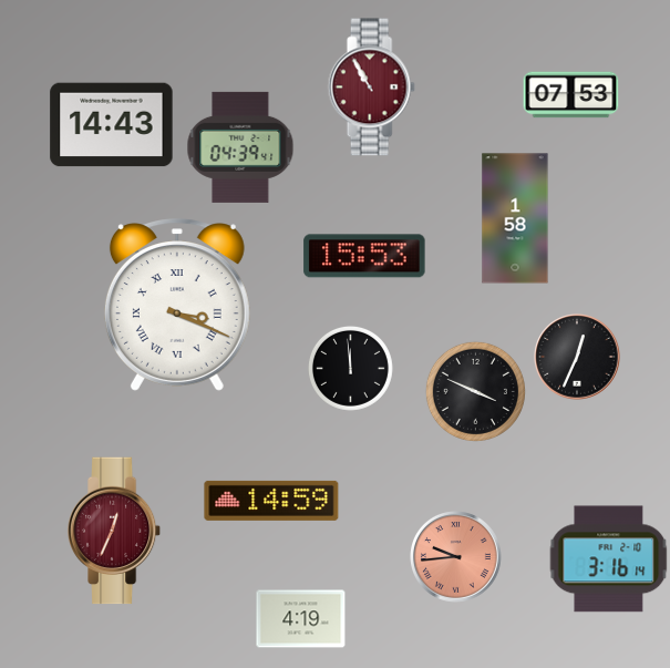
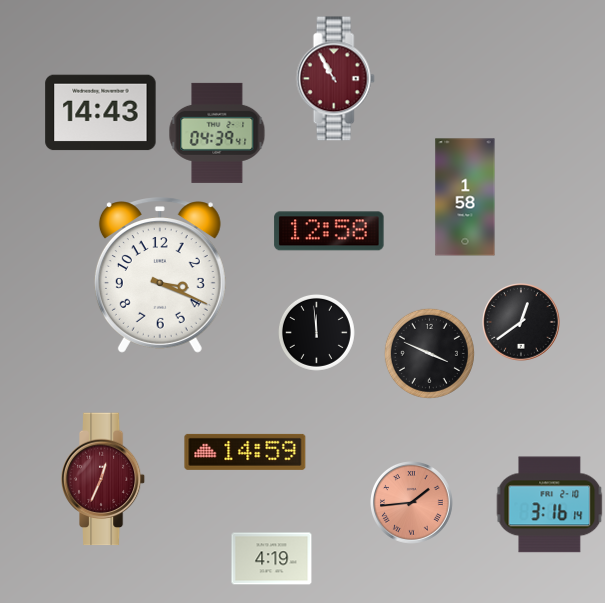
clock at (571, 95): 07:53 -> none
clock at (364, 256): 15:53 -> 12:58
clock at (177, 305) numerals: Roman -> Arabic
clock at (577, 357): 12:34 -> 12:39
clock at (456, 557): 9:44 -> 1:44
